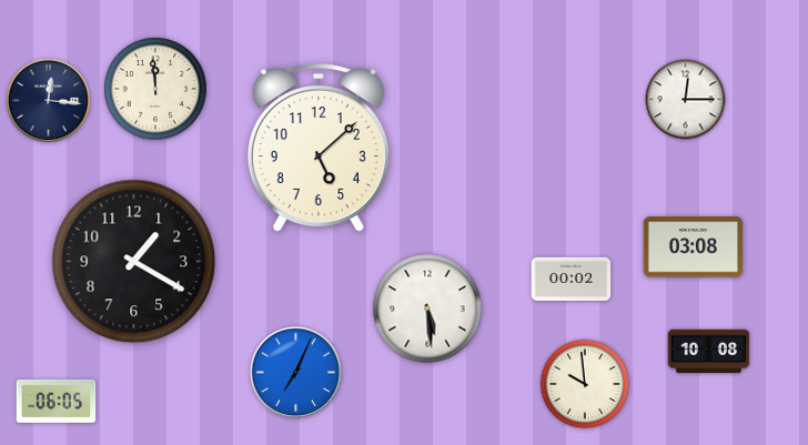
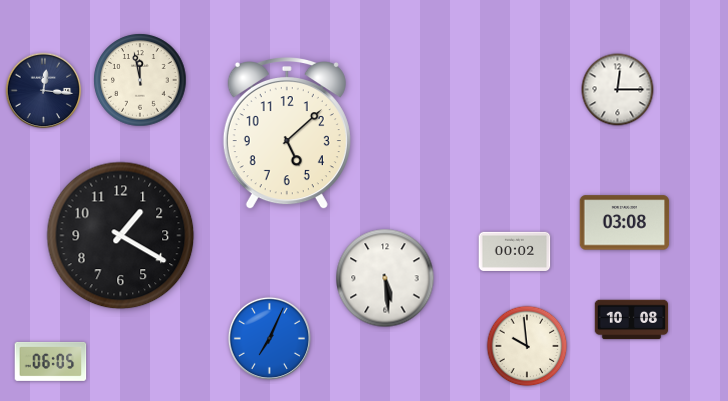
clock at (155, 89): 11:59 -> 11:58
clock at (709, 352) position: (709, 352) -> (632, 320)
clock at (295, 372) position: (295, 372) -> (269, 338)
